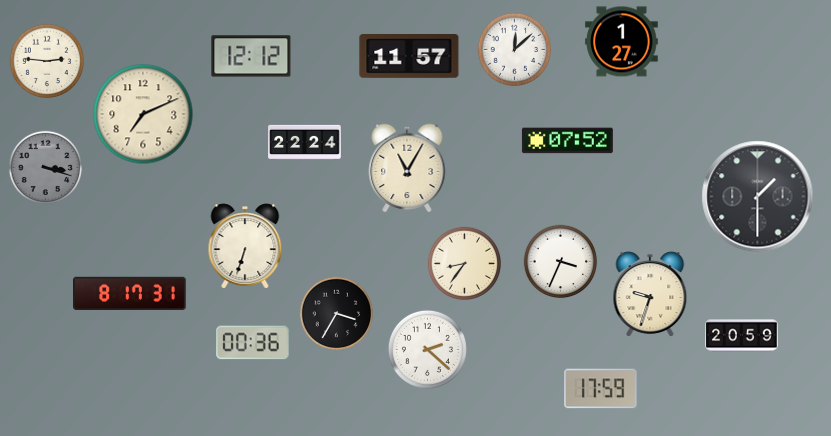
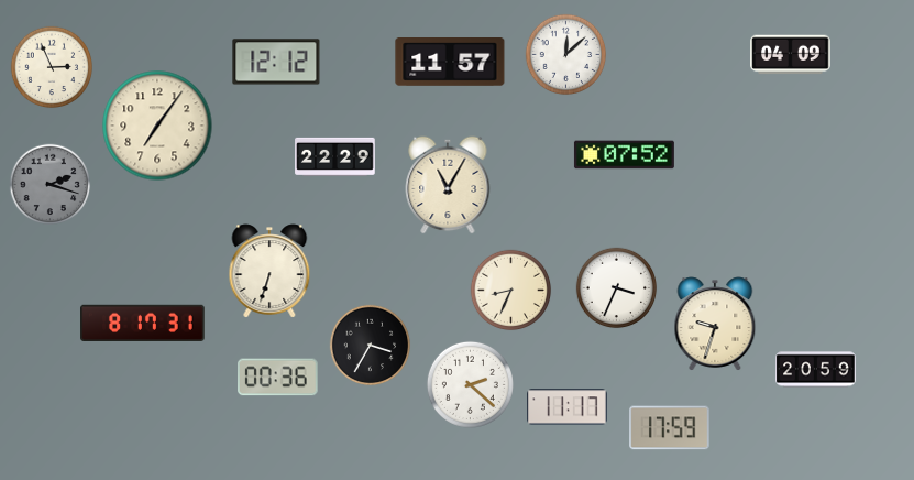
clock at (622, 42): 1:27 -> none
clock at (791, 55): none -> 04:09
clock at (47, 61): 2:46 -> 2:56
clock at (143, 114): 7:11 -> 7:06
clock at (305, 142): 22:24 -> 22:29
clock at (46, 168): 3:18 -> 2:18
clock at (758, 197): 1:30 -> none
clock at (465, 264): 8:36 -> 8:34
clock at (568, 407): none -> 11:17
clock at (601, 389) position: (601, 389) -> (670, 428)
